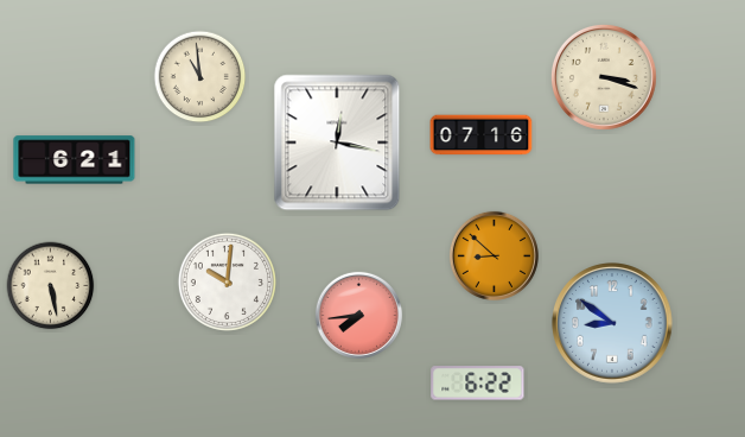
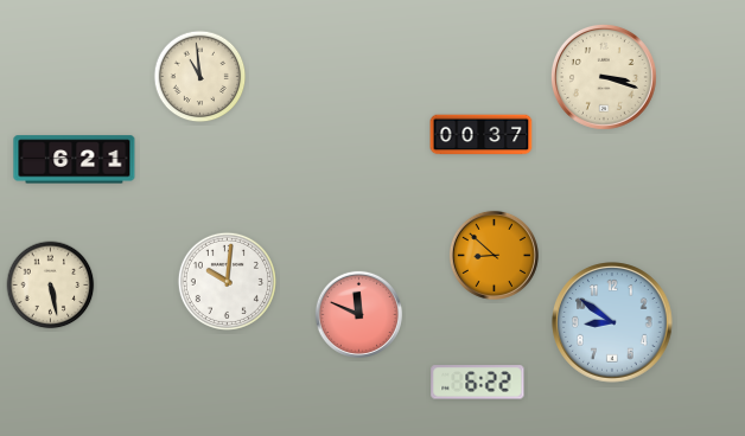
clock at (482, 135): 07:16 -> 00:37
clock at (337, 142): 12:17 -> none
clock at (358, 315): 7:44 -> 11:49
